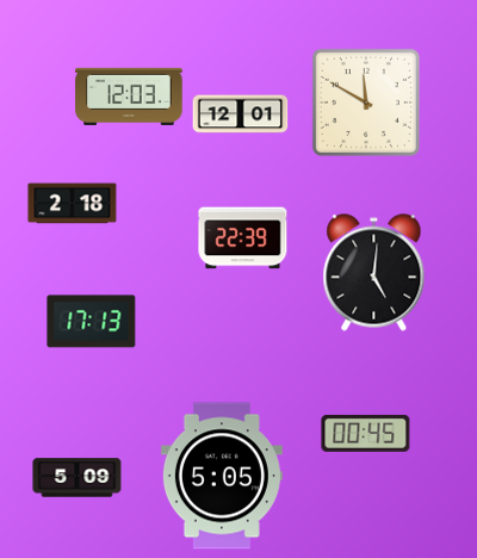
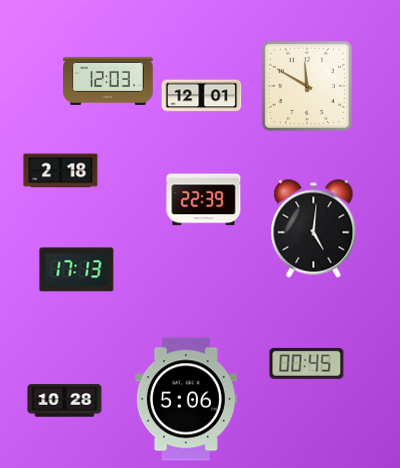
clock at (222, 476): 5:05 -> 5:06
clock at (78, 478): 5:09 -> 10:28
